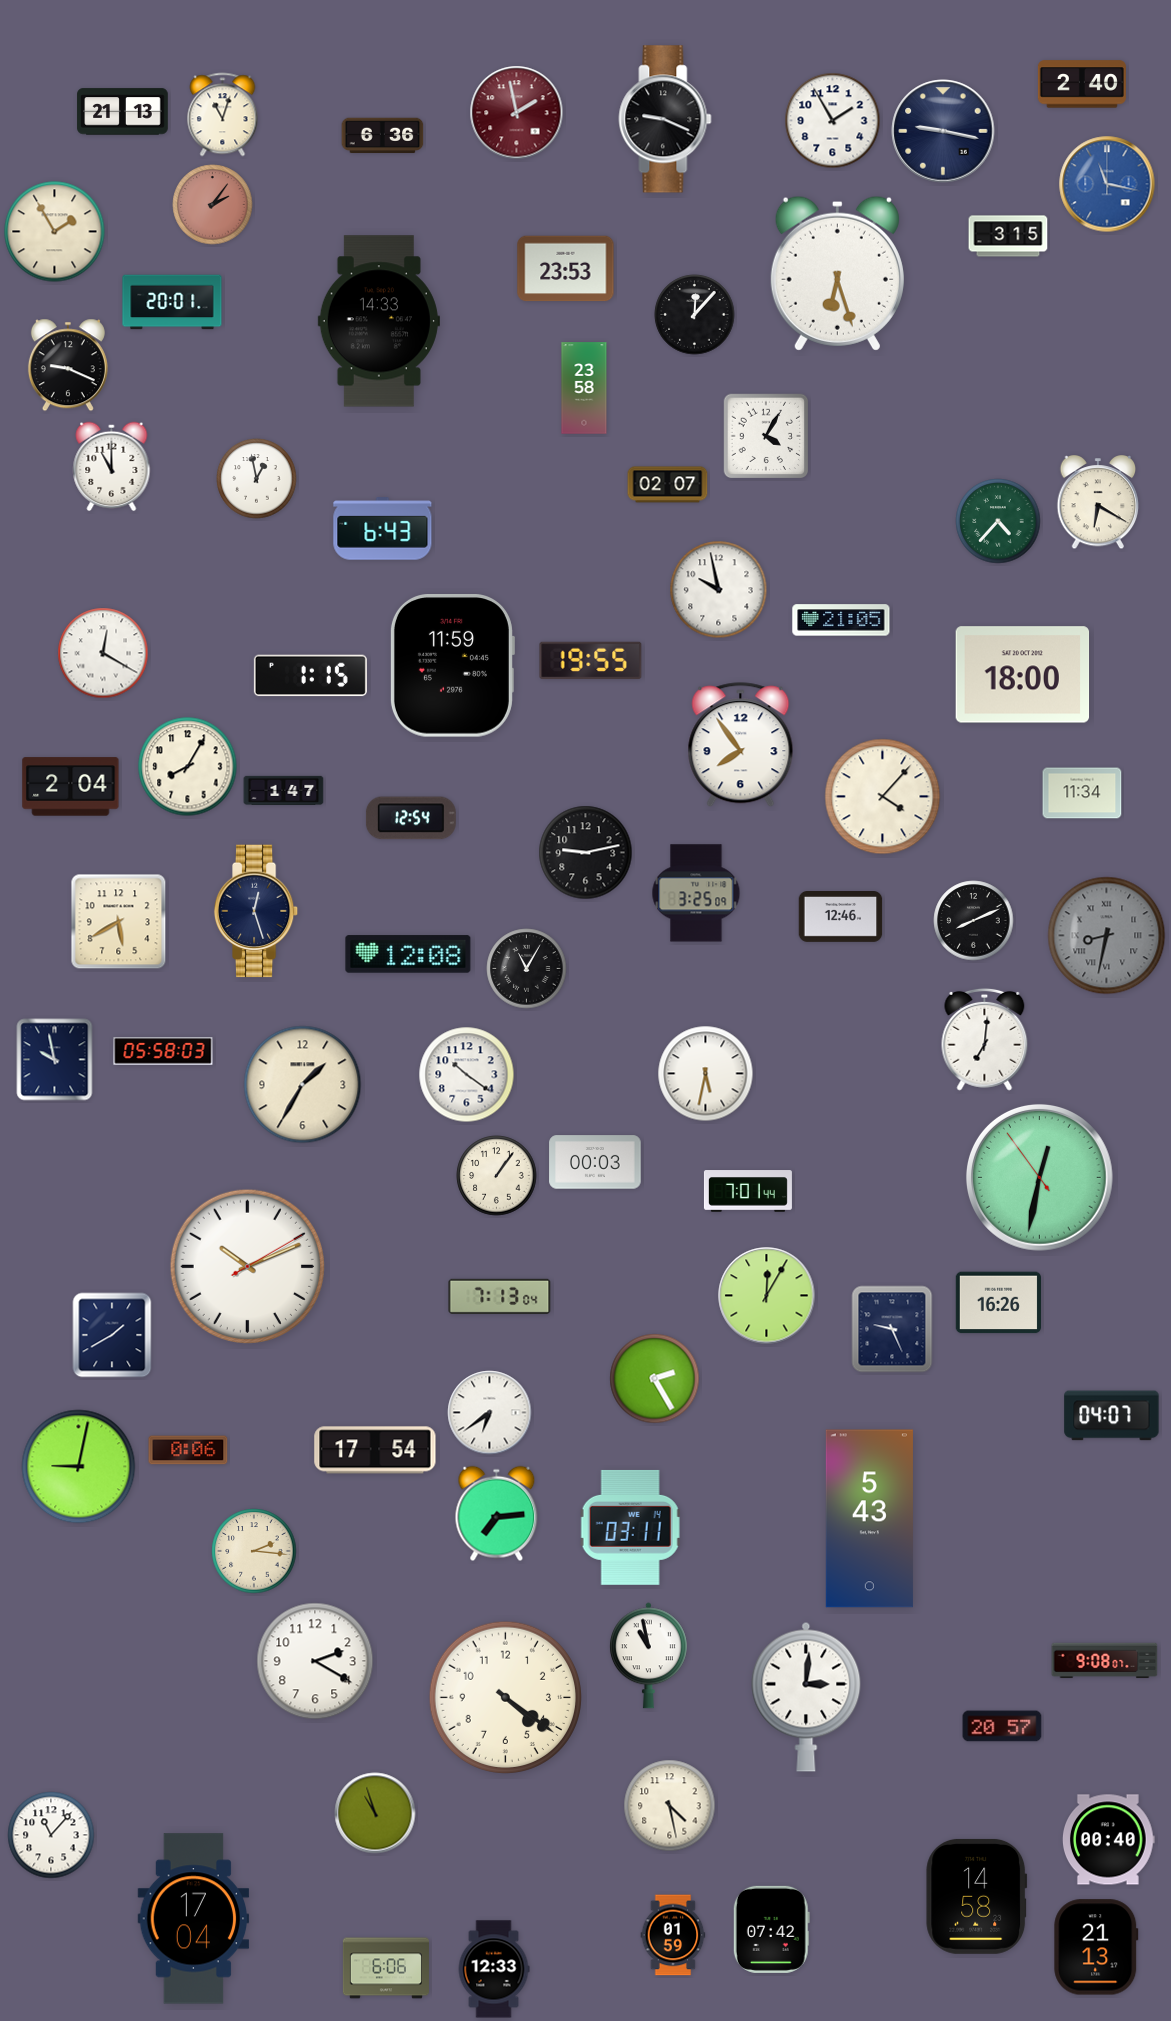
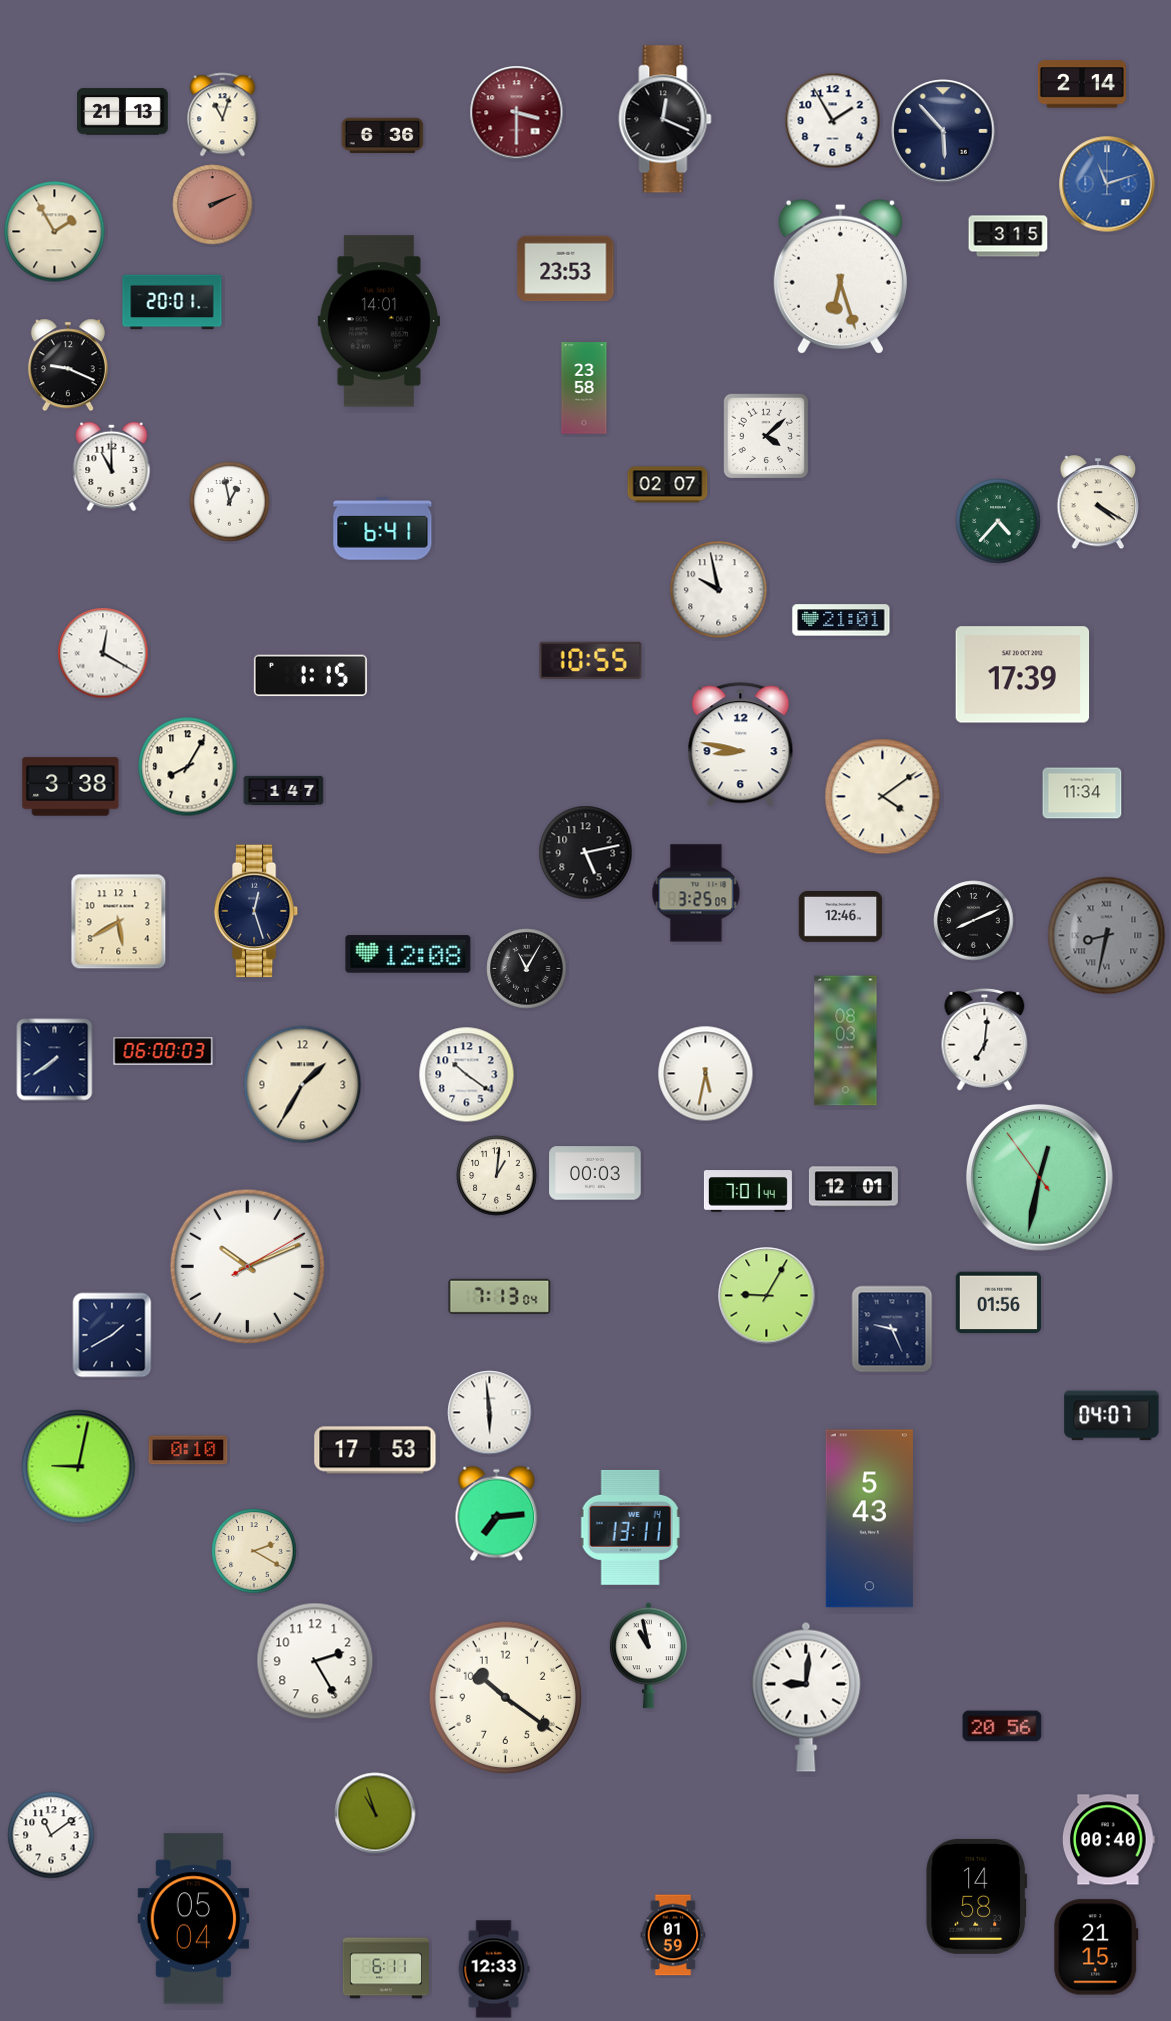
clock at (1082, 84): 2:40 -> 2:14
clock at (517, 113): 1:58 -> 3:30
clock at (665, 119): 9:19 -> 12:19
clock at (943, 131): 9:17 -> 5:53
clock at (1107, 184): 11:17 -> 11:12
clock at (213, 205): 2:06 -> 2:11
clock at (837, 273) position: (837, 273) -> (840, 276)
clock at (695, 315): 12:07 -> none
clock at (379, 321): 14:33 -> 14:01
clock at (766, 436): 4:05 -> 4:08
clock at (257, 479) position: (257, 479) -> (230, 502)
clock at (1098, 503): 6:20 -> 4:20
clock at (383, 529): 6:43 -> 6:41
clock at (841, 620): 21:05 -> 21:01
clock at (591, 661): 19:55 -> 10:55
clock at (452, 666): 11:59 -> none
clock at (1023, 675): 18:00 -> 17:39
clock at (741, 745): 7:54 -> 8:47
clock at (71, 787): 2:04 -> 3:38
clock at (883, 797): 4:07 -> 4:09
clock at (411, 818): 12:54 -> none
clock at (586, 853): 9:13 -> 5:13
clock at (846, 1041): none -> 08:03
clock at (163, 1051): 05:58 -> 06:00
clock at (55, 1060): 9:58 -> 7:39
clock at (595, 1162) position: (595, 1162) -> (595, 1173)
clock at (497, 1176): 1:06 -> 1:01
clock at (853, 1187): none -> 12:01
clock at (767, 1296): 12:05 -> 9:05
clock at (998, 1303): 16:26 -> 01:56
clock at (655, 1379): 2:25 -> none
clock at (490, 1413): 6:39 -> 5:59
clock at (188, 1450): 0:06 -> 0:10
clock at (375, 1450): 17:54 -> 17:53
clock at (631, 1527): 03:11 -> 13:11
clock at (254, 1551): 2:16 -> 2:20
clock at (315, 1661): 2:20 -> 2:25
clock at (1105, 1661): 9:08 -> none
clock at (505, 1697): 4:21 -> 10:21
clock at (806, 1697): 3:01 -> 9:01
clock at (1002, 1726): 20:57 -> 20:56
clock at (670, 1806): 4:28 -> none
clock at (51, 1835): 11:07 -> 11:09
clock at (194, 1919): 17:04 -> 05:04
clock at (771, 1929): 07:42 -> none
clock at (1096, 1947): 21:13 -> 21:15
clock at (386, 1968): 6:06 -> 6:11
